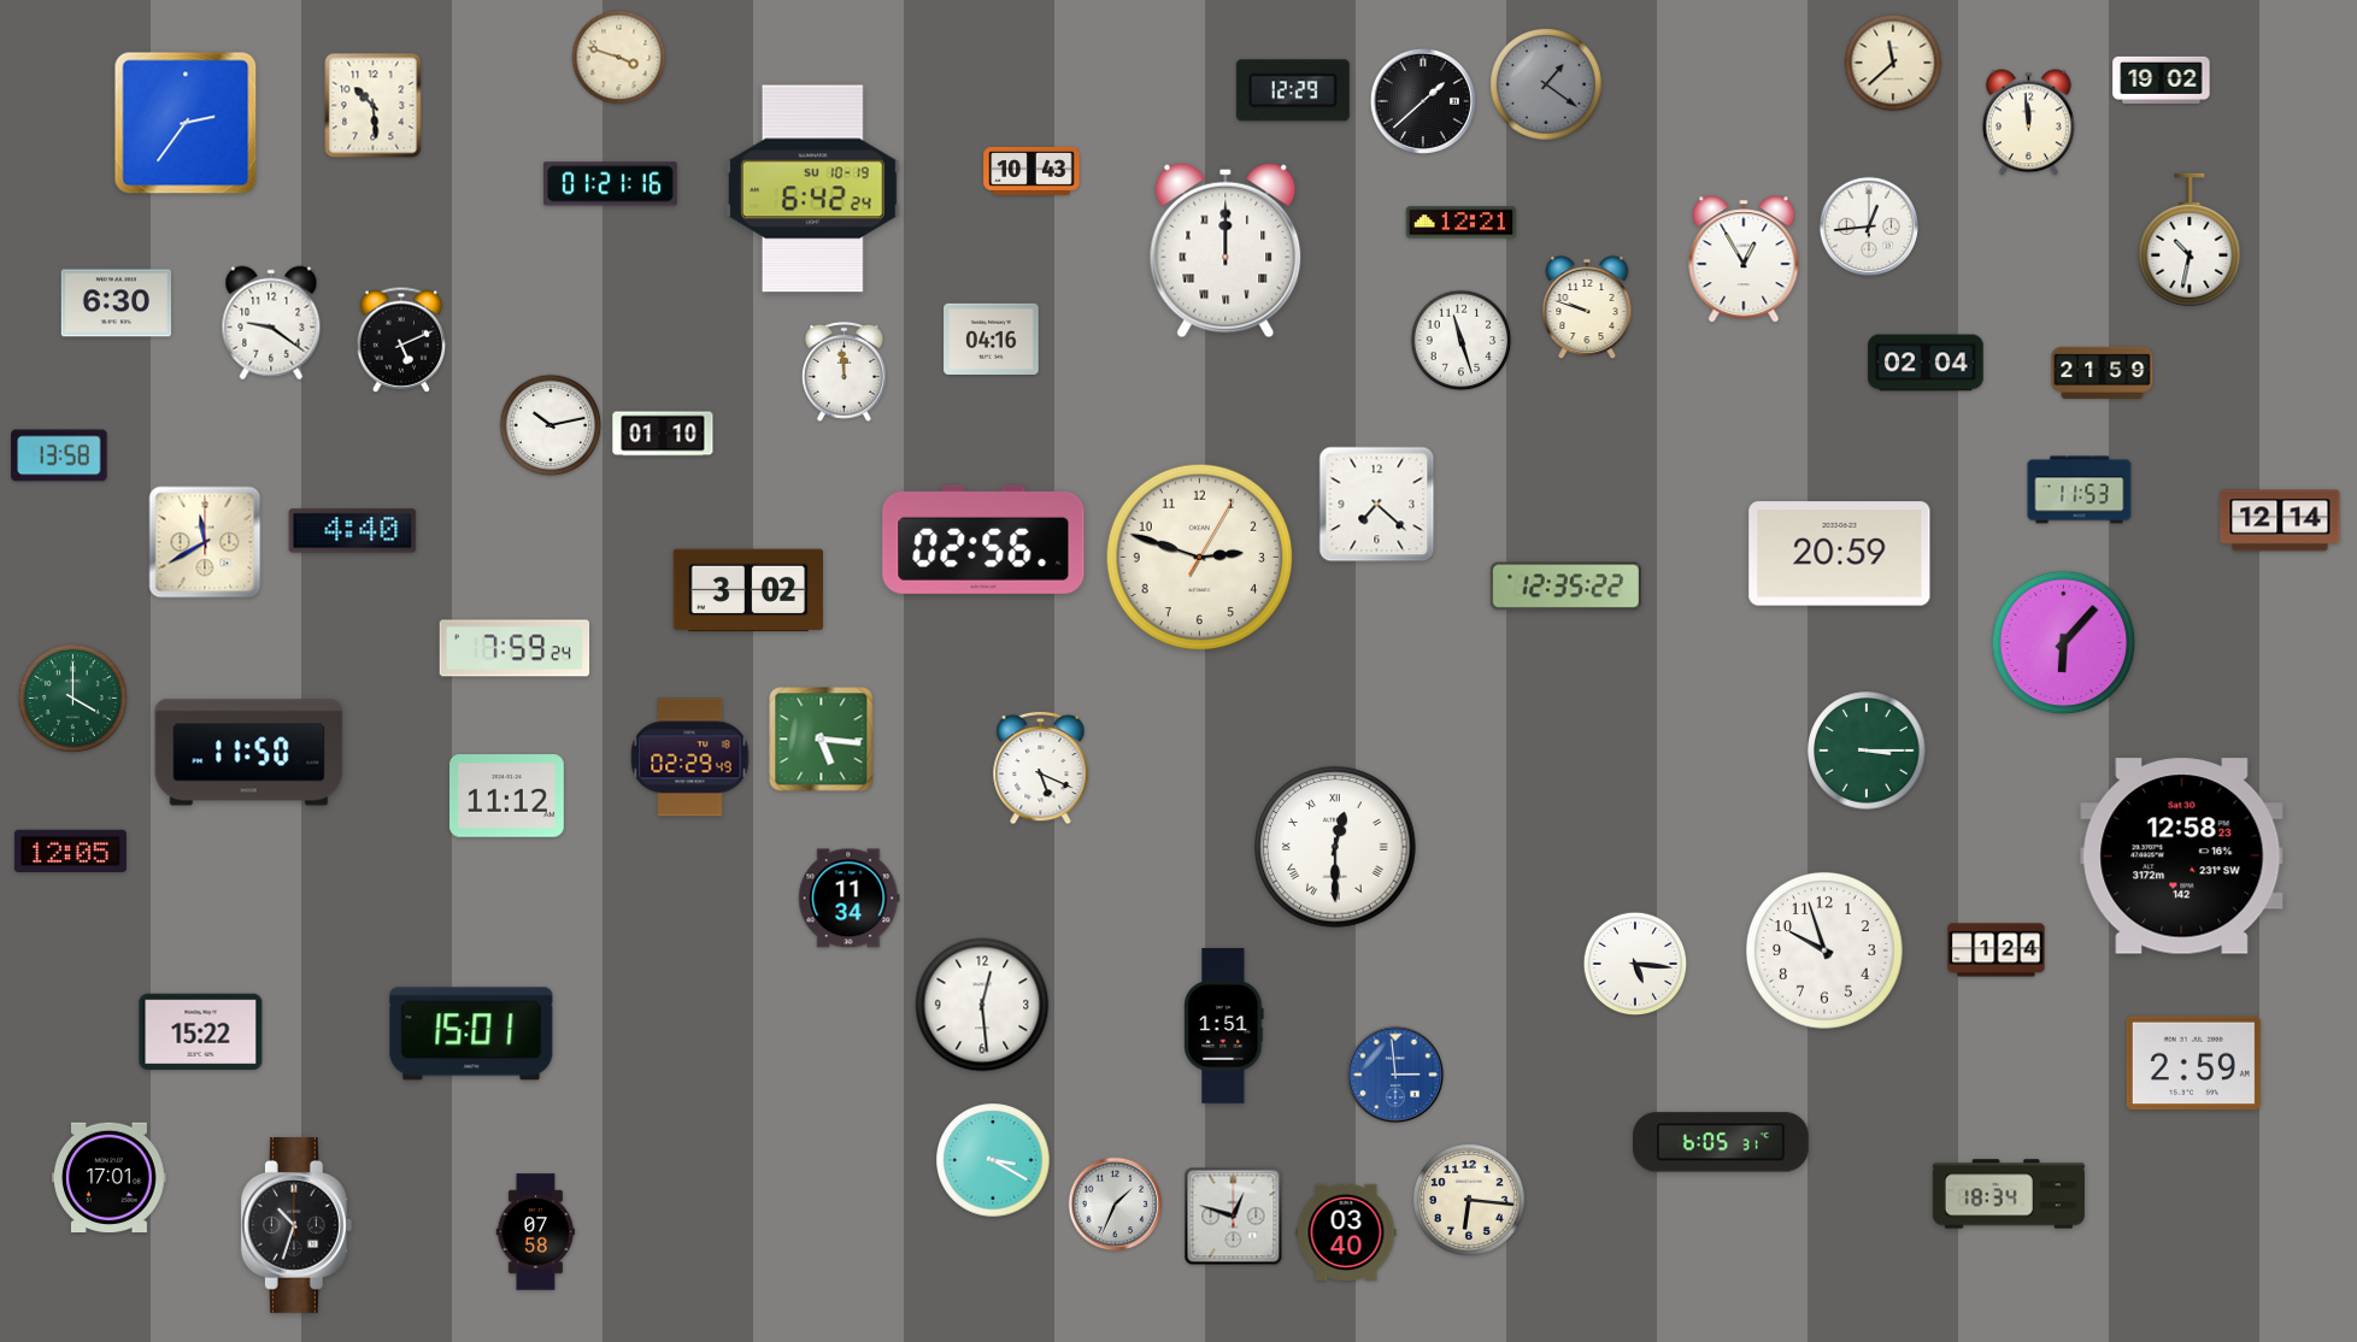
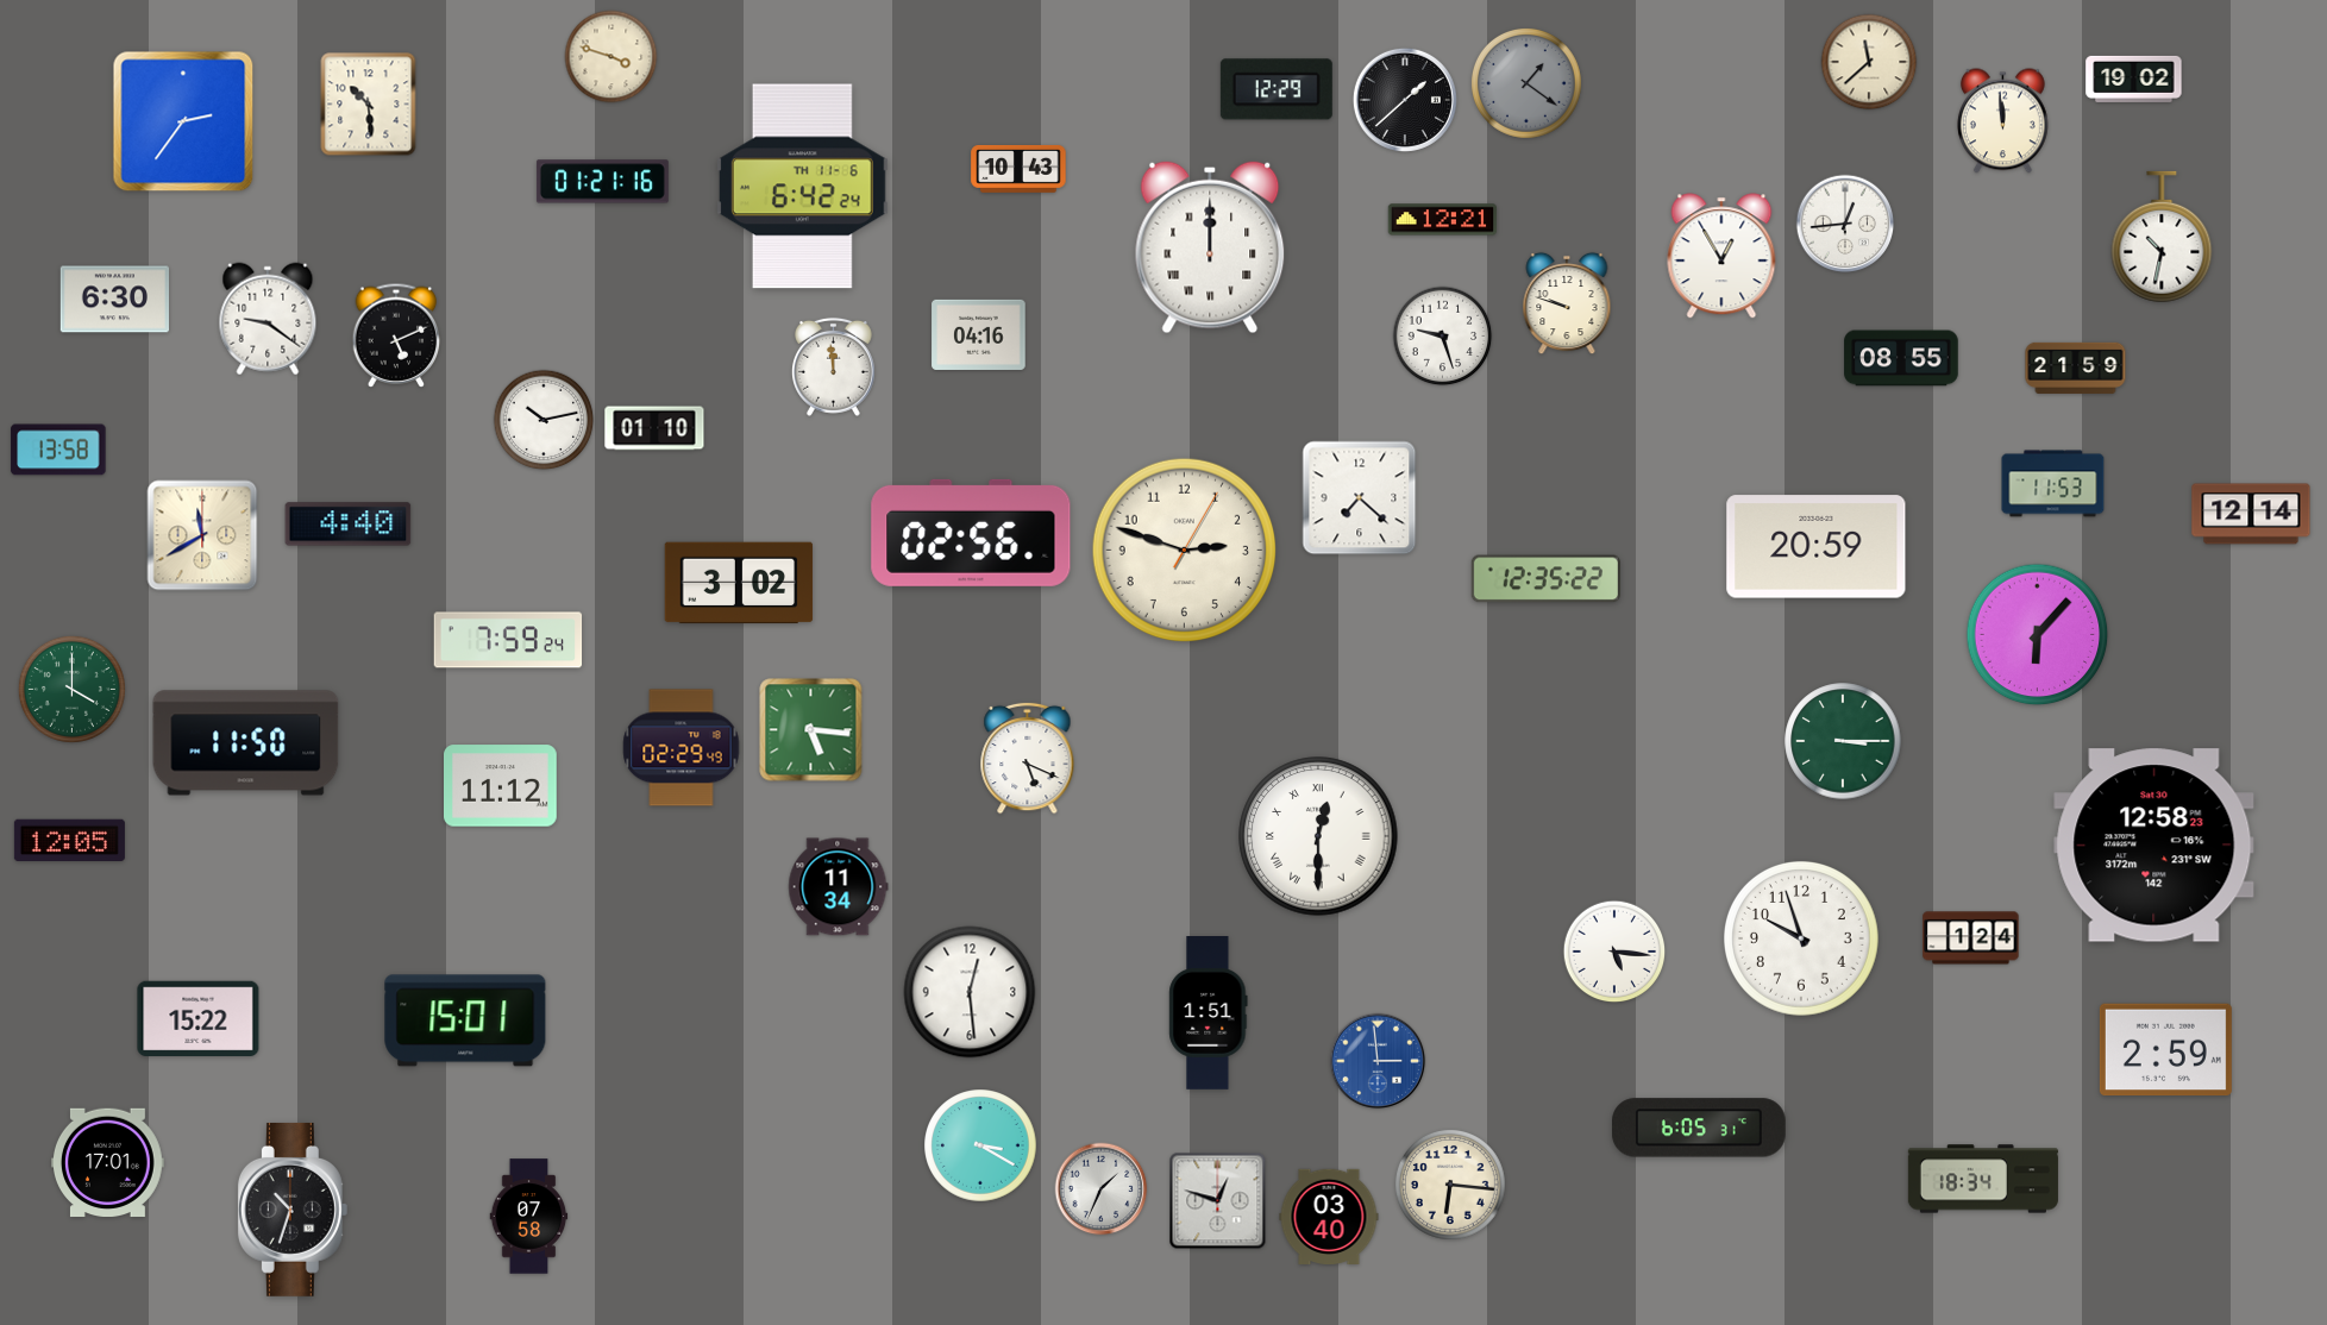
clock at (812, 189) date: SU 10-19 -> TH 11-6
clock at (1462, 341): 11:27 -> 9:27
clock at (1926, 363): 02:04 -> 08:55
